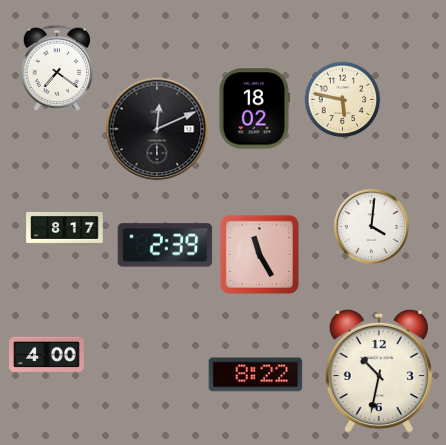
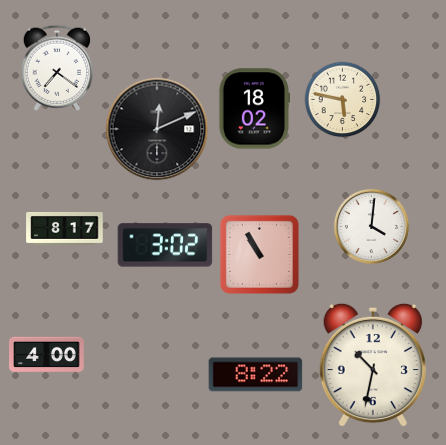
clock at (165, 245): 2:39 -> 3:02
clock at (259, 254): 11:25 -> 10:55
clock at (379, 371) position: (379, 371) -> (373, 365)
